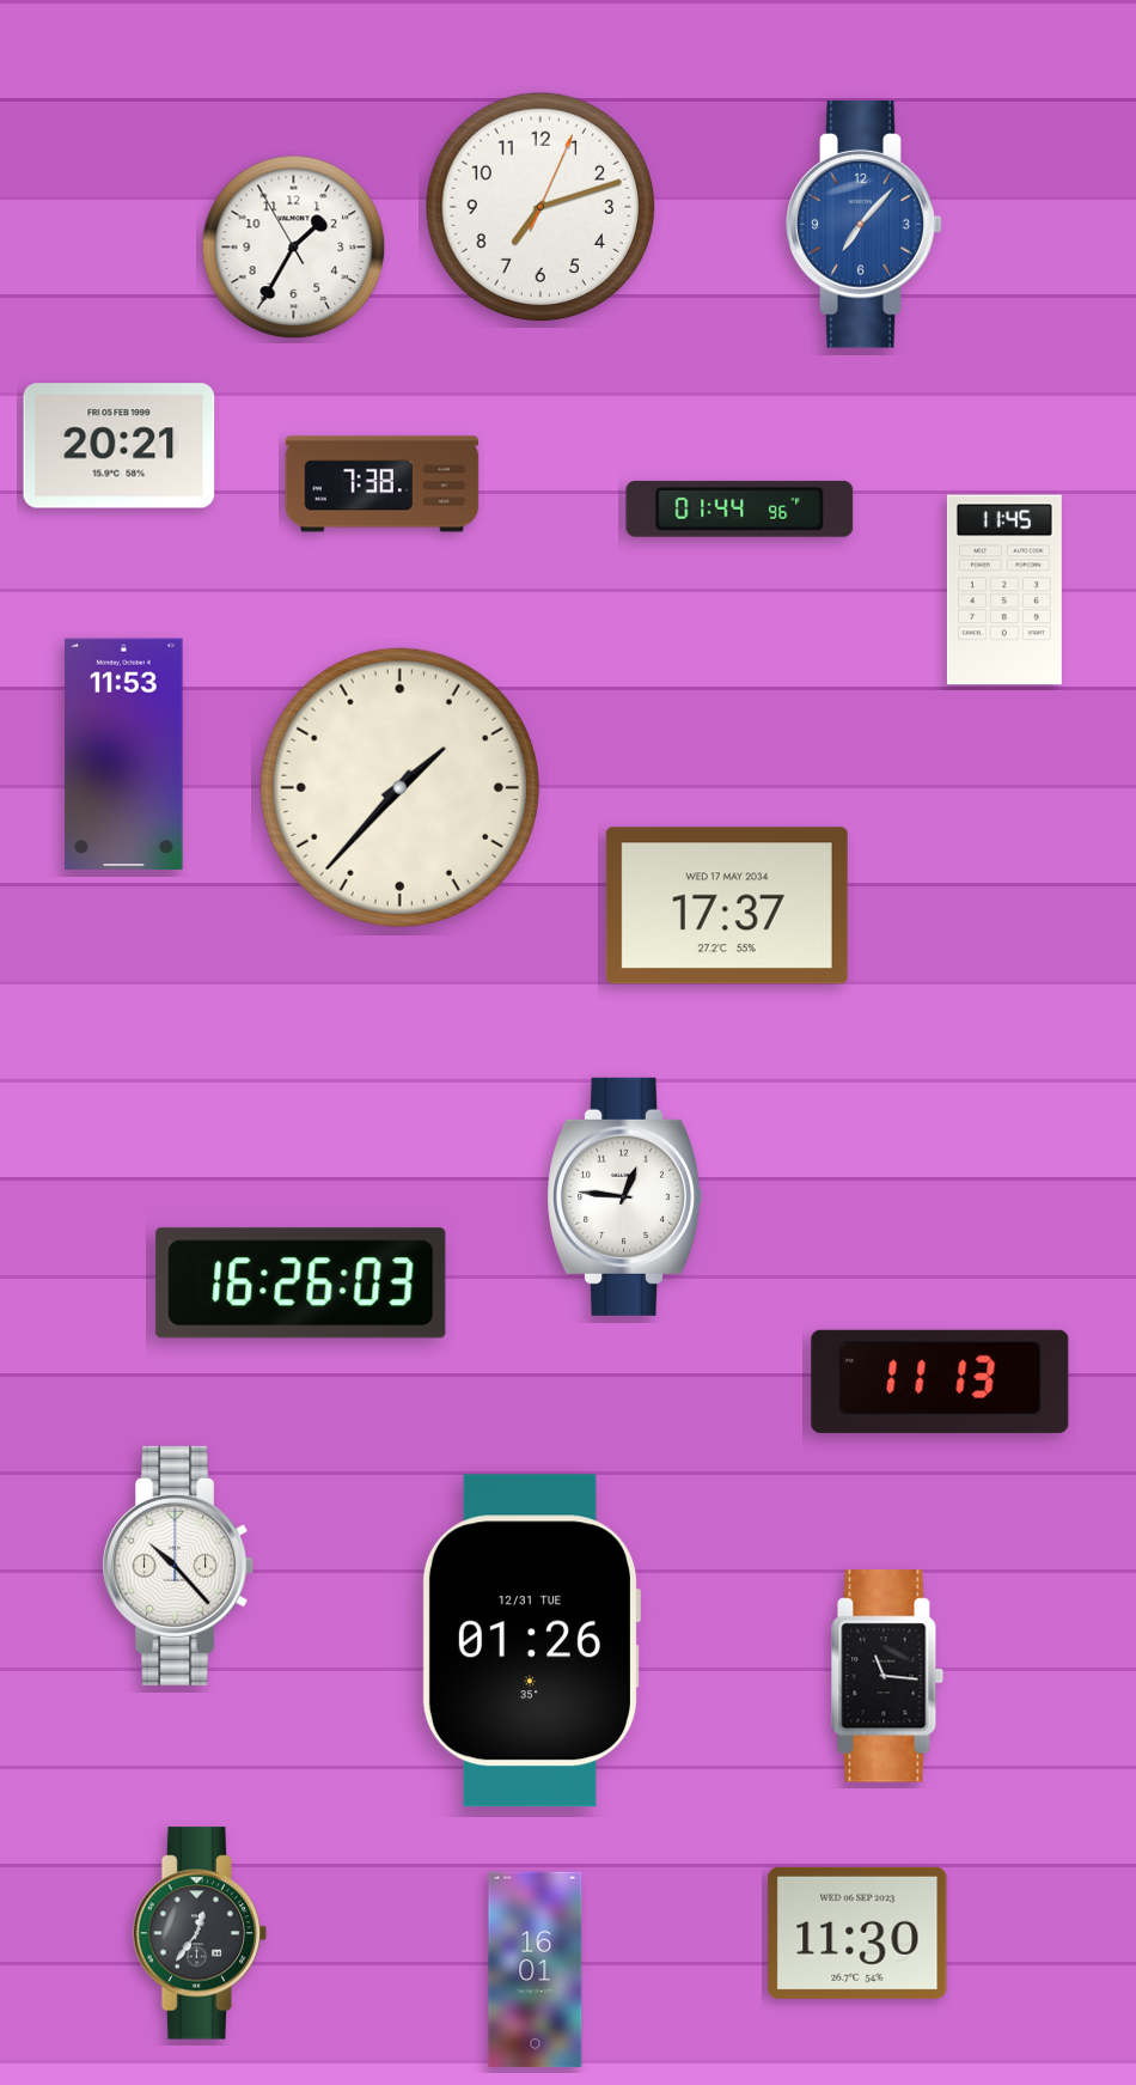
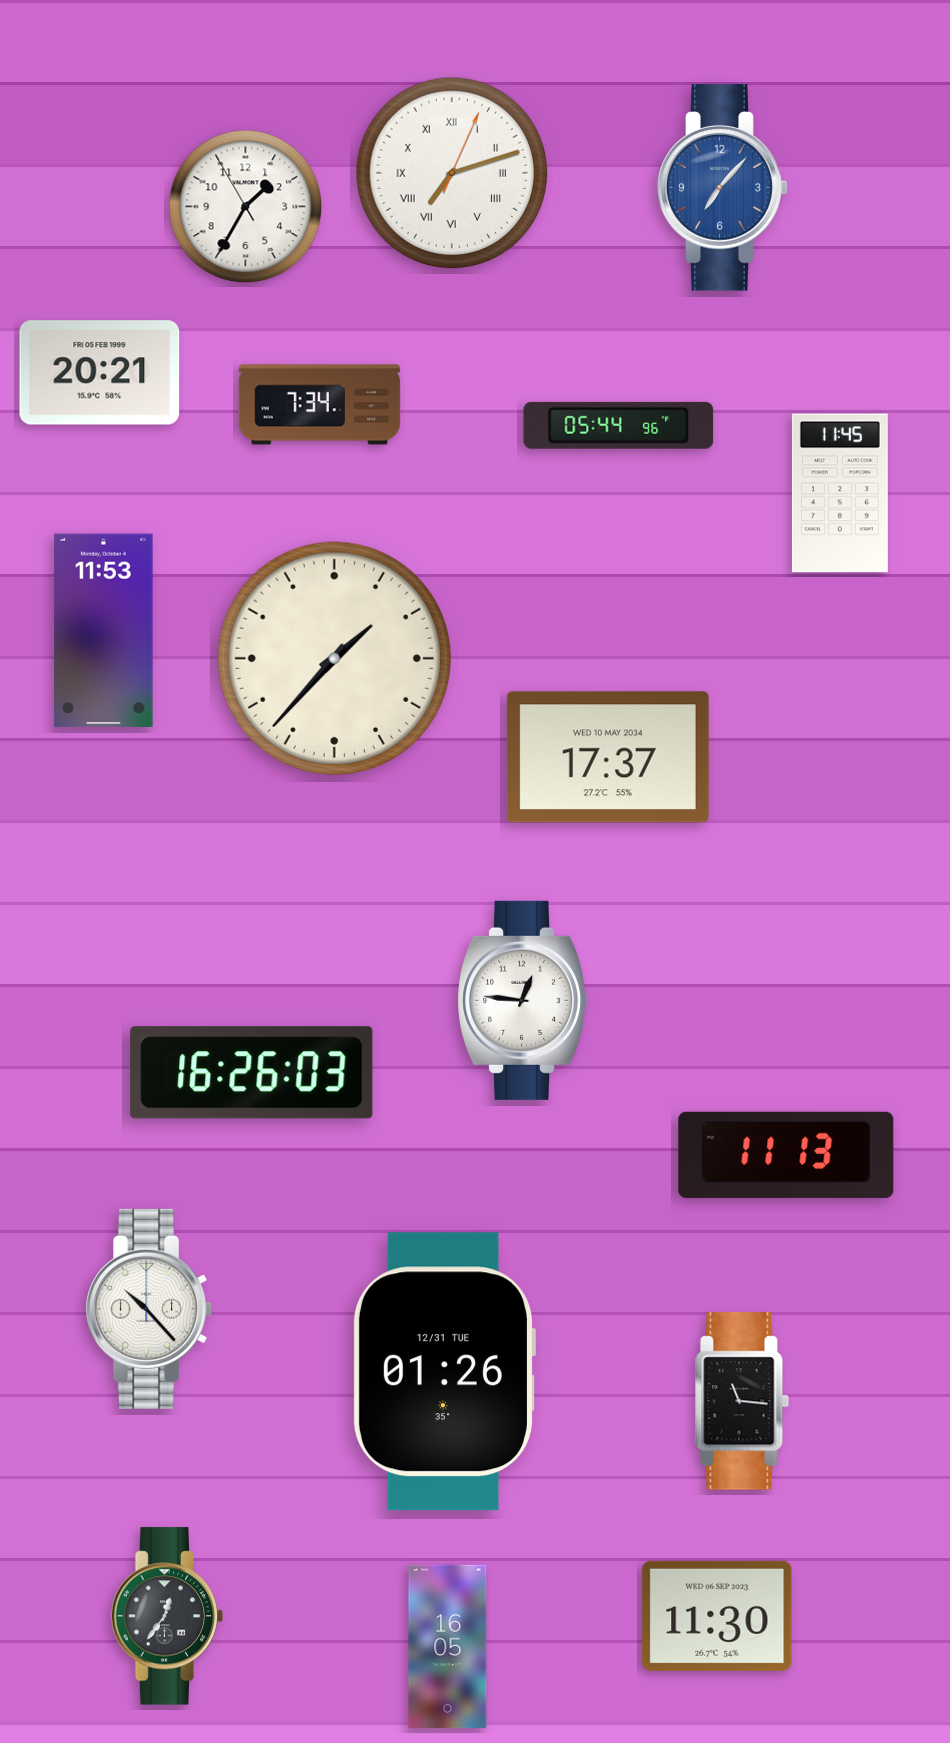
clock at (540, 207) numerals: Arabic -> Roman
clock at (383, 484): 7:38 -> 7:34
clock at (740, 508): 01:44 -> 05:44
clock at (727, 906) date: WED 17 MAY 2034 -> WED 10 MAY 2034
clock at (536, 1970): 16:01 -> 16:05
